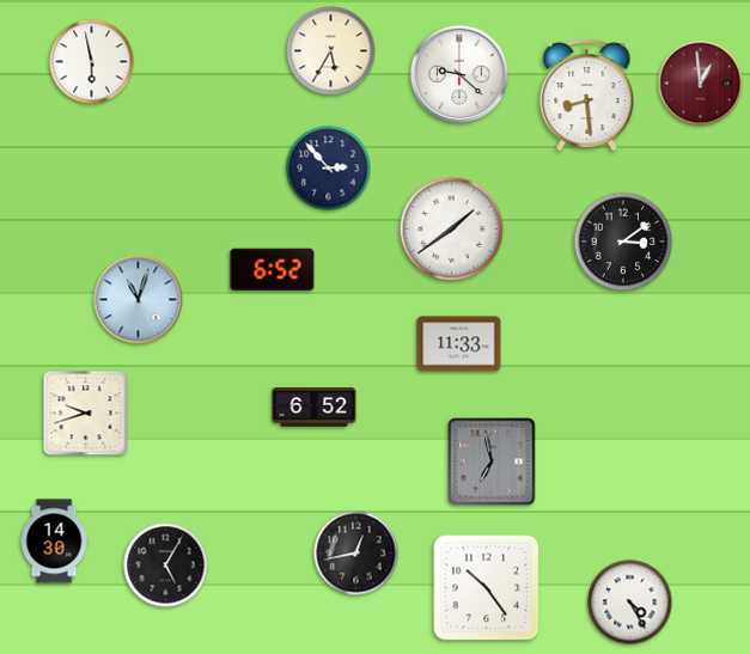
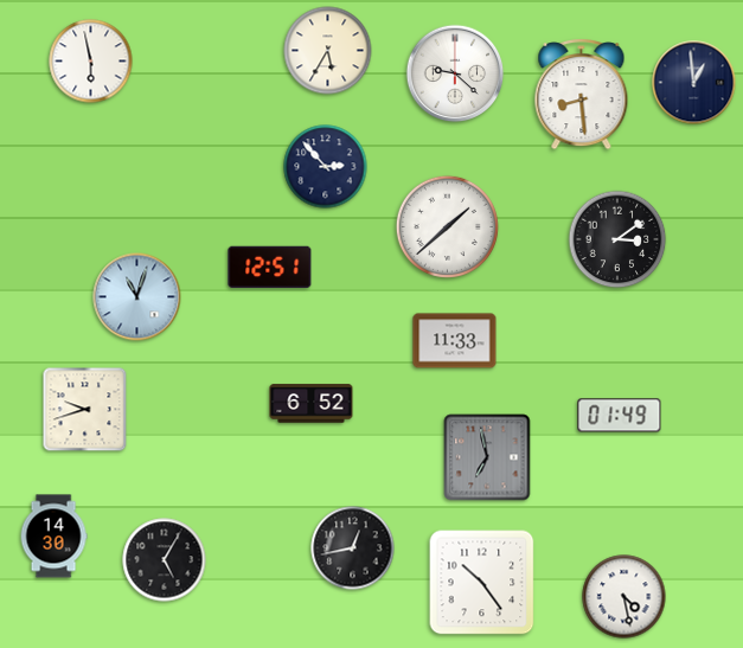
clock at (701, 84) dial: burgundy -> navy
clock at (451, 228): 1:39 -> 1:38
clock at (273, 270): 6:52 -> 12:51
clock at (620, 416): none -> 01:49
clock at (630, 603): 4:25 -> 4:28
